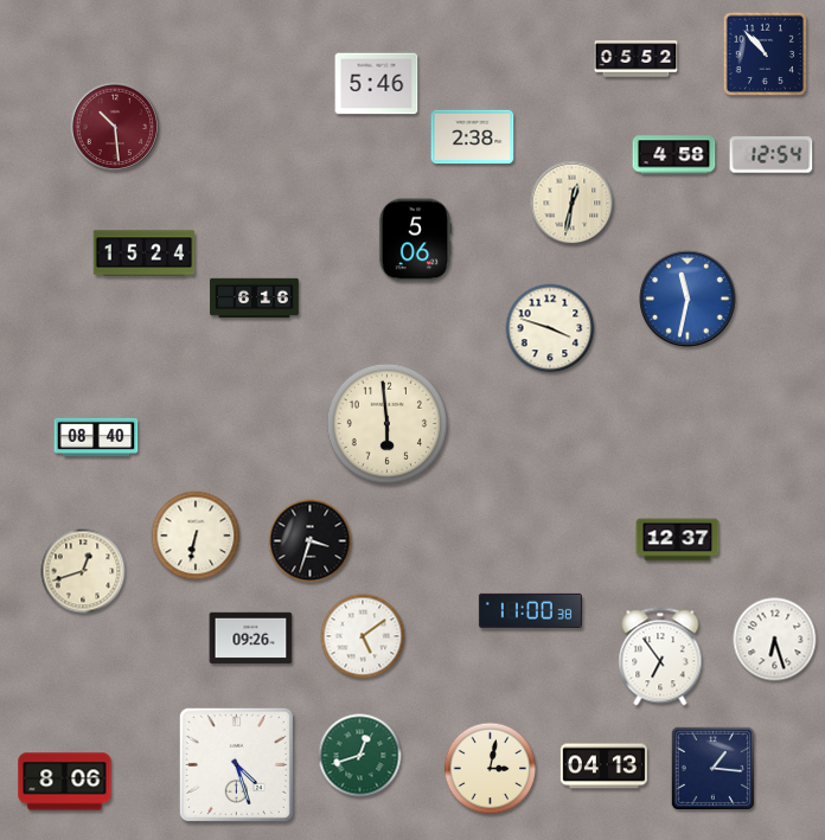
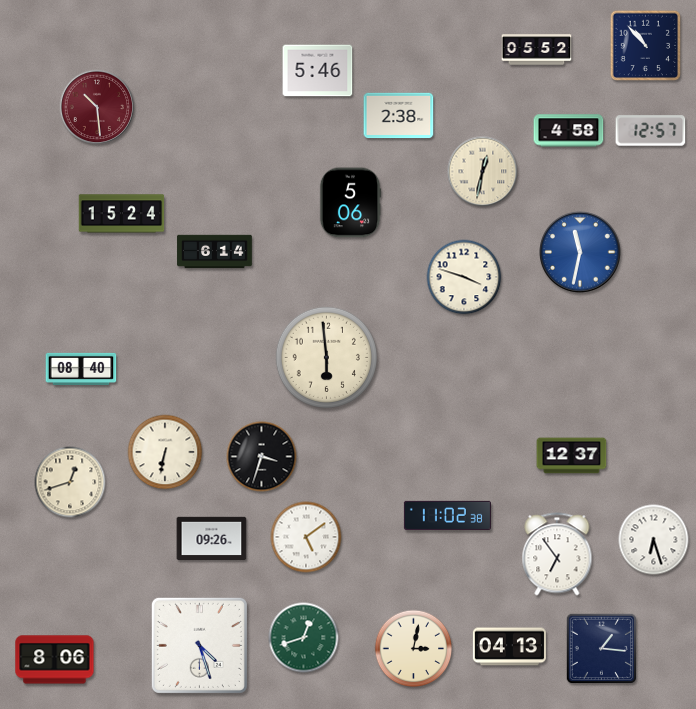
clock at (772, 155): 12:54 -> 12:57
clock at (255, 299): 6:16 -> 6:14
clock at (530, 610): 11:00 -> 11:02
